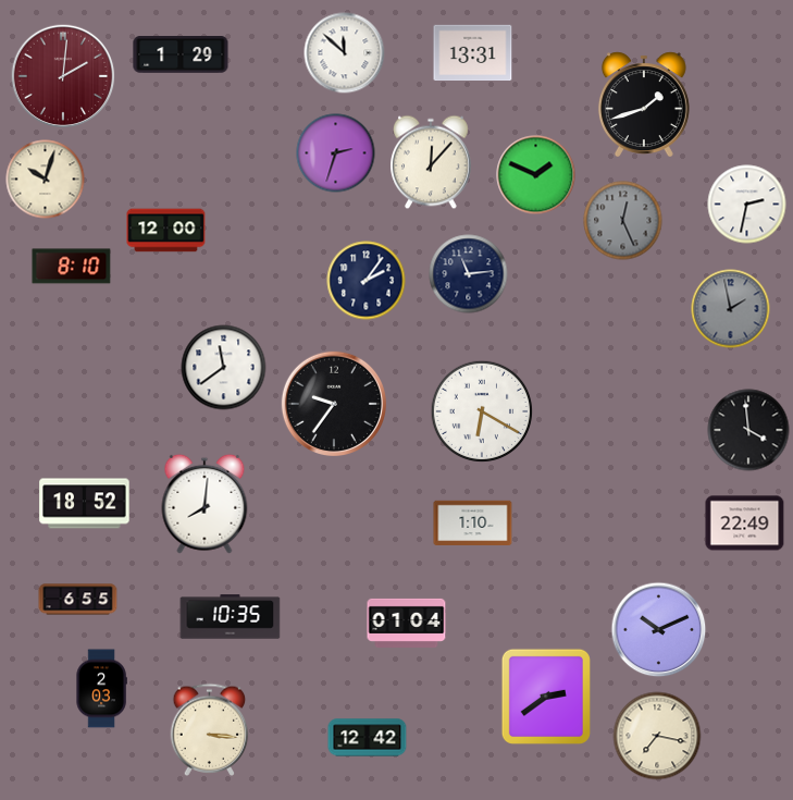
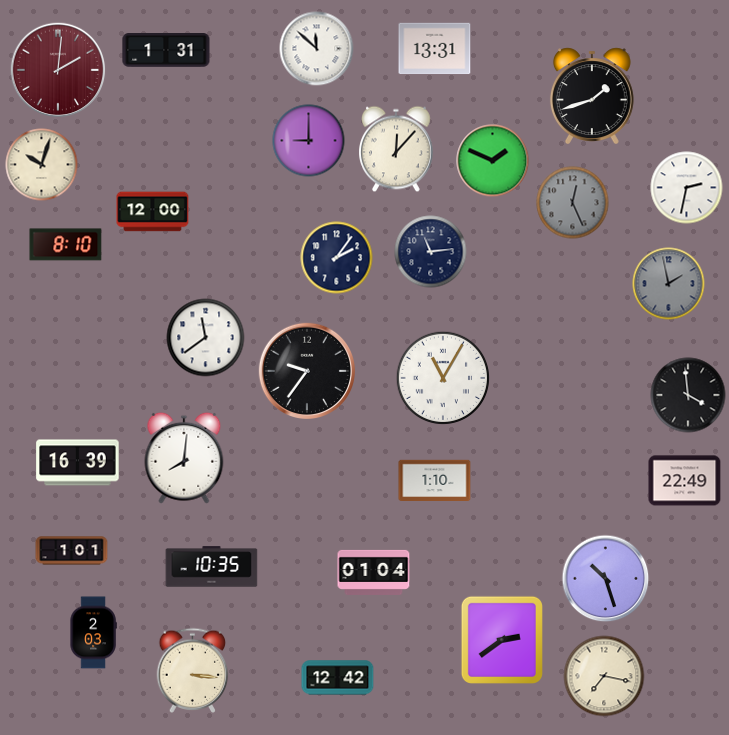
clock at (181, 54): 1:29 -> 1:31
clock at (336, 153): 2:33 -> 9:00
clock at (731, 309) position: (731, 309) -> (669, 284)
clock at (482, 411): 6:20 -> 11:05
clock at (85, 504): 18:52 -> 16:39
clock at (205, 504) position: (205, 504) -> (184, 458)
clock at (78, 600): 6:55 -> 1:01
clock at (659, 630): 10:11 -> 10:27
